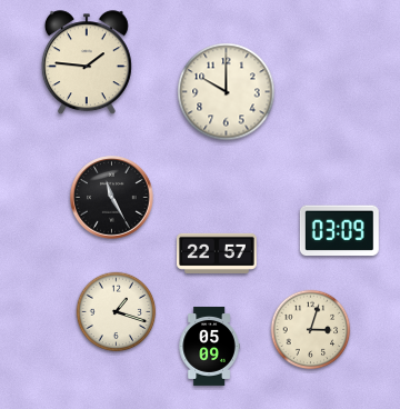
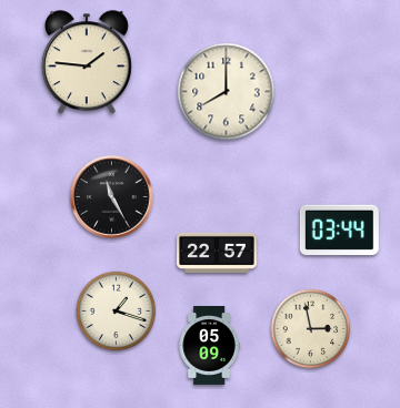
clock at (227, 92): 10:00 -> 8:00
clock at (339, 231): 03:09 -> 03:44
clock at (311, 330): 3:03 -> 2:58
